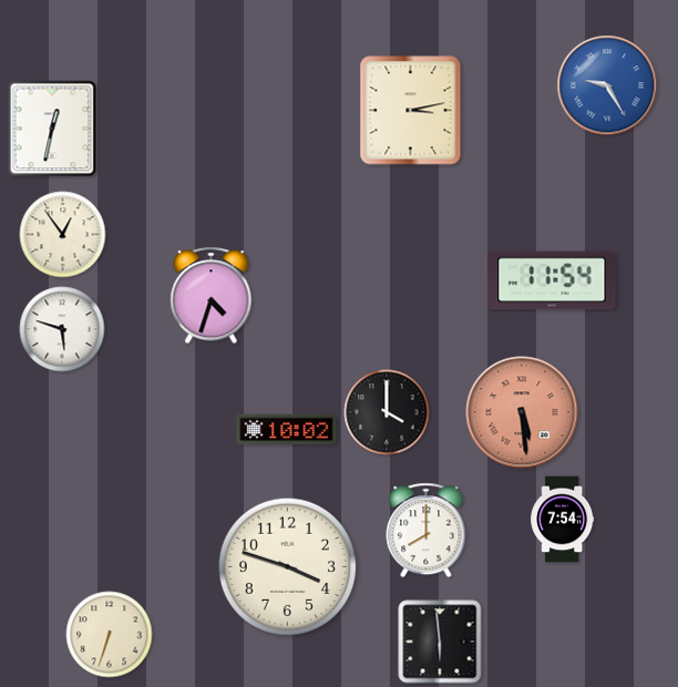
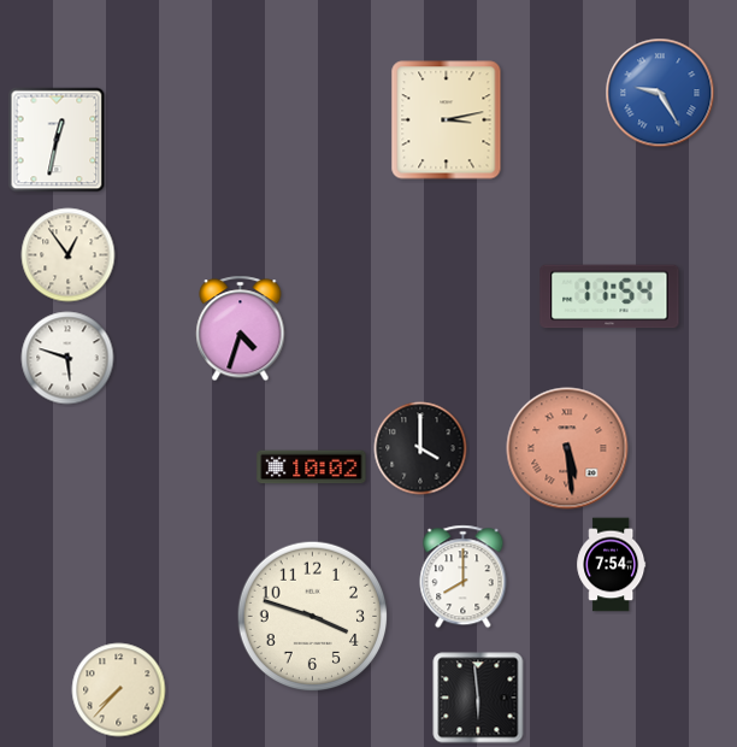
clock at (552, 280) position: (552, 280) -> (609, 296)
clock at (212, 296) position: (212, 296) -> (241, 329)
clock at (110, 635): 6:33 -> 7:37
